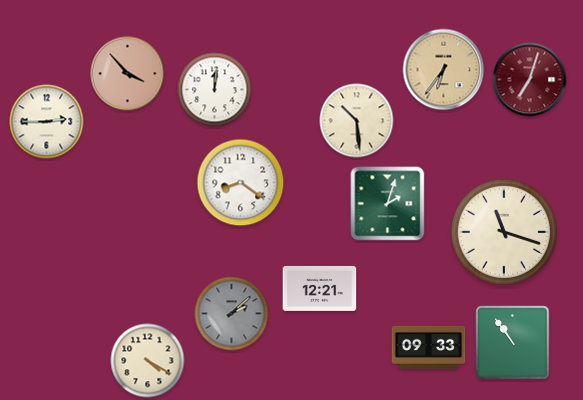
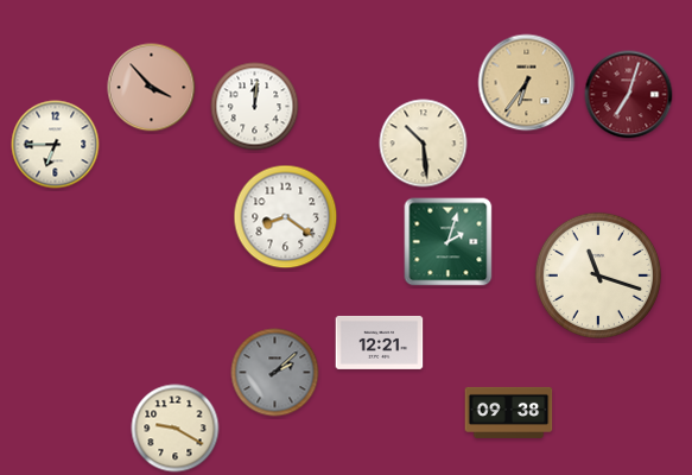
clock at (47, 122): 2:45 -> 6:45
clock at (388, 204) position: (388, 204) -> (449, 242)
clock at (513, 343): 10:54 -> none
clock at (429, 347): 09:33 -> 09:38
clock at (148, 361): 4:20 -> 9:20
